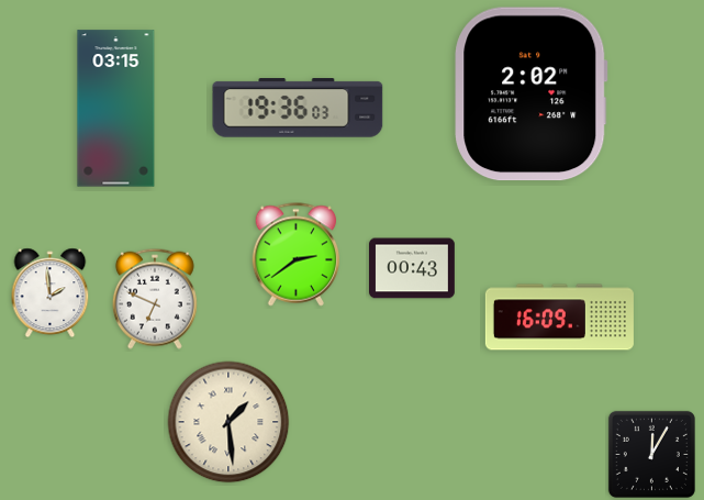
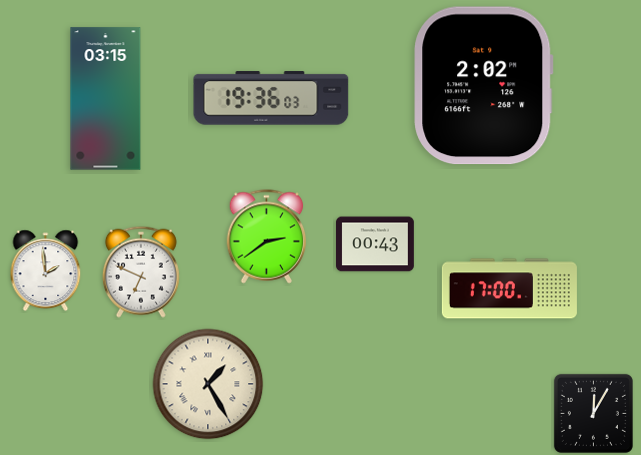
clock at (297, 255) position: (297, 255) -> (267, 237)
clock at (51, 293) position: (51, 293) -> (46, 271)
clock at (559, 318): 16:09 -> 17:00
clock at (228, 422): 1:29 -> 1:25
